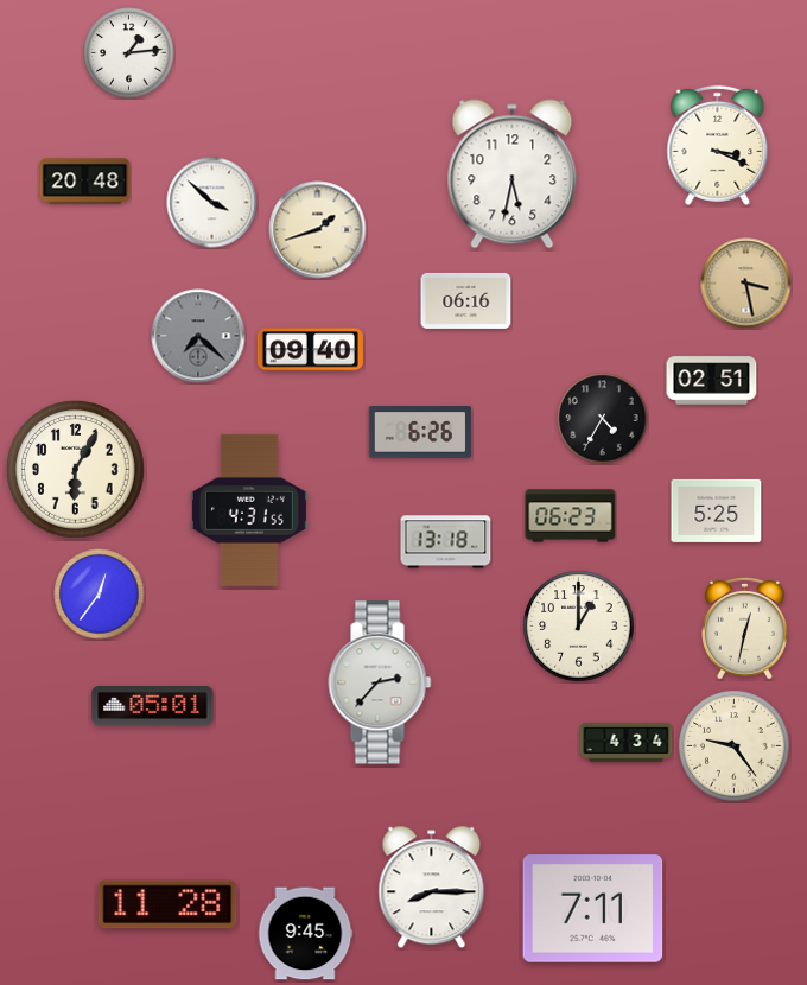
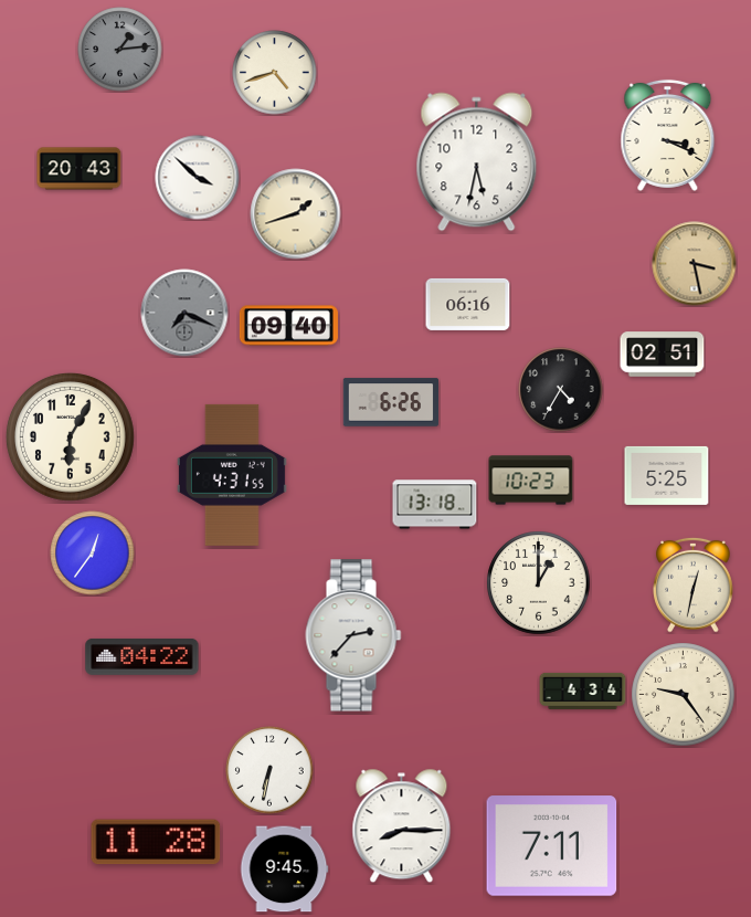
clock at (129, 53) dial: white -> grey
clock at (275, 73): none -> 4:42
clock at (85, 182): 20:48 -> 20:43
clock at (212, 203) position: (212, 203) -> (198, 178)
clock at (466, 300) position: (466, 300) -> (468, 304)
clock at (198, 336): 7:22 -> 7:19
clock at (571, 516): 06:23 -> 10:23
clock at (446, 542) position: (446, 542) -> (435, 505)
clock at (153, 705): 05:01 -> 04:22
clock at (269, 770): none -> 6:32
